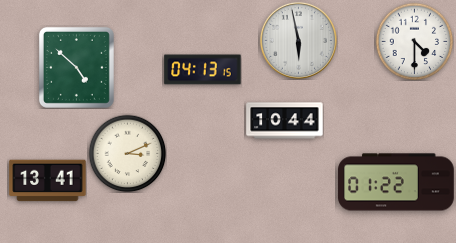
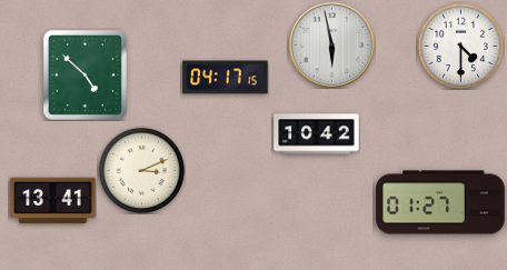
clock at (203, 70): 04:13 -> 04:17
clock at (285, 121): 10:44 -> 10:42
clock at (396, 182): 01:22 -> 01:27
